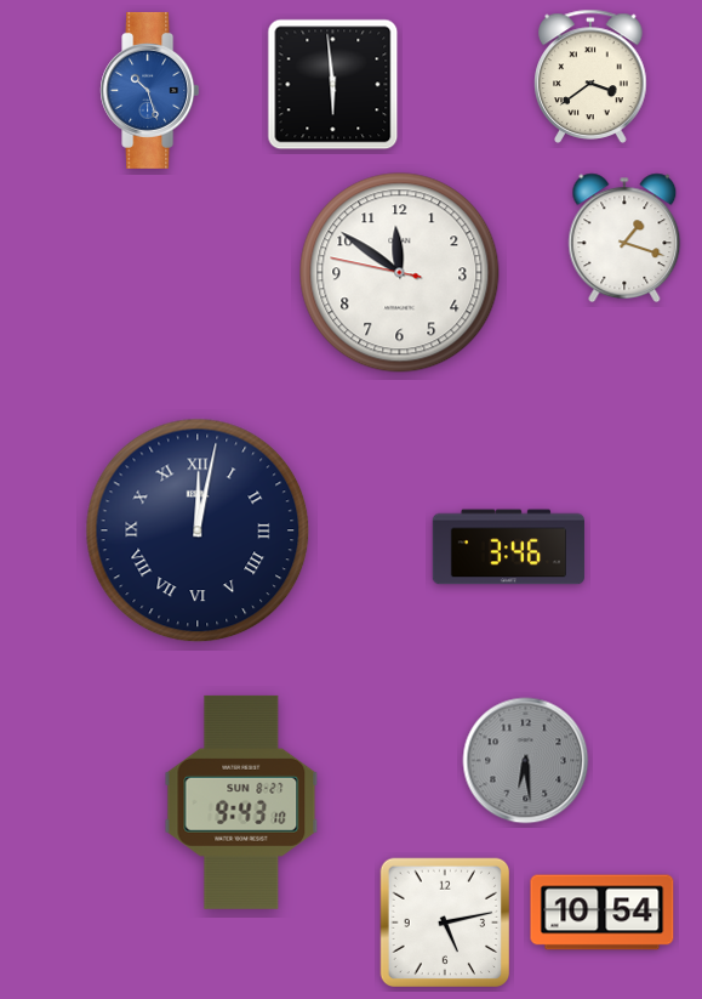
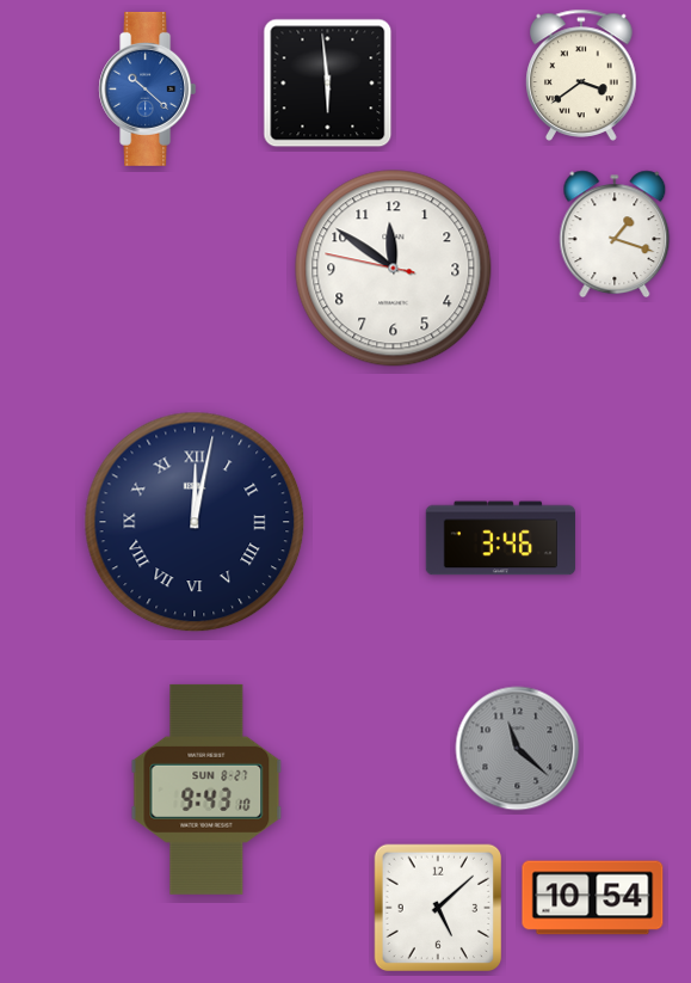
clock at (150, 90): 10:27 -> 10:22
clock at (526, 761): 6:29 -> 11:22
clock at (241, 802) position: (241, 802) -> (206, 790)
clock at (445, 923): 5:13 -> 5:08
